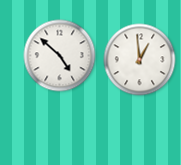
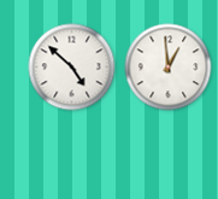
clock at (140, 60) position: (140, 60) -> (169, 68)
